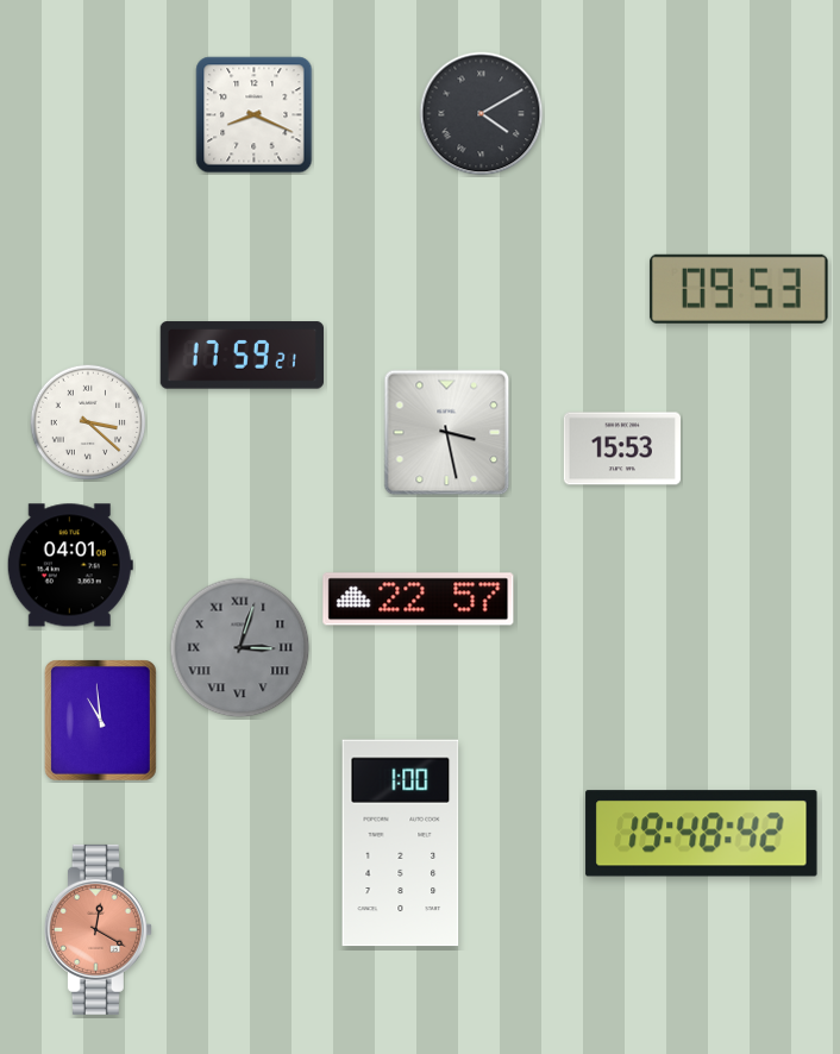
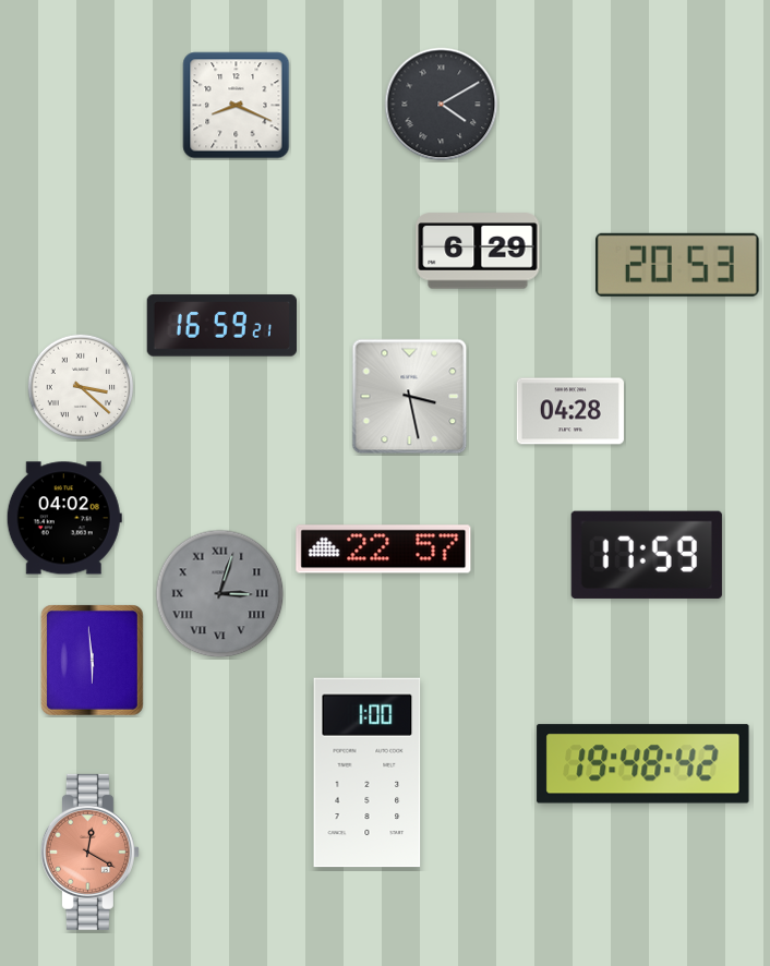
clock at (255, 115) position: (255, 115) -> (237, 106)
clock at (478, 251): none -> 6:29
clock at (739, 289): 09:53 -> 20:53
clock at (242, 356): 17:59 -> 16:59
clock at (622, 448): 15:53 -> 04:28
clock at (70, 565): 04:01 -> 04:02
clock at (647, 555): none -> 17:59
clock at (100, 720): 10:59 -> 5:59
